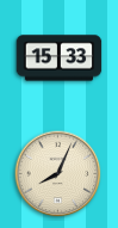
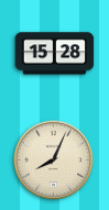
clock at (60, 58): 15:33 -> 15:28
